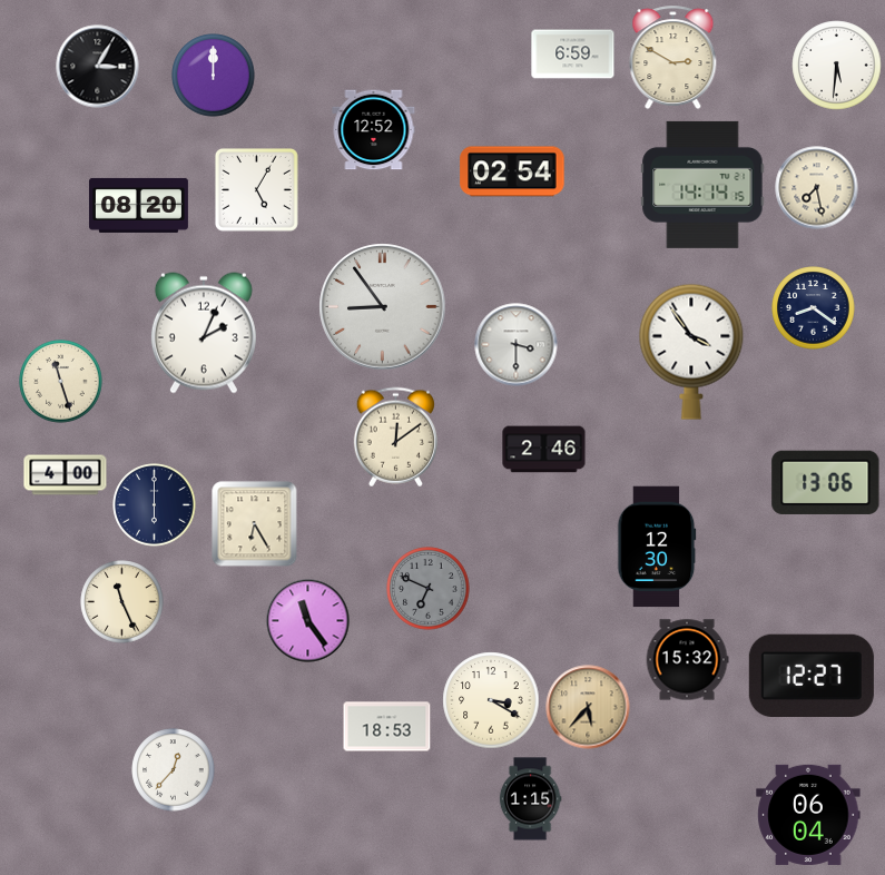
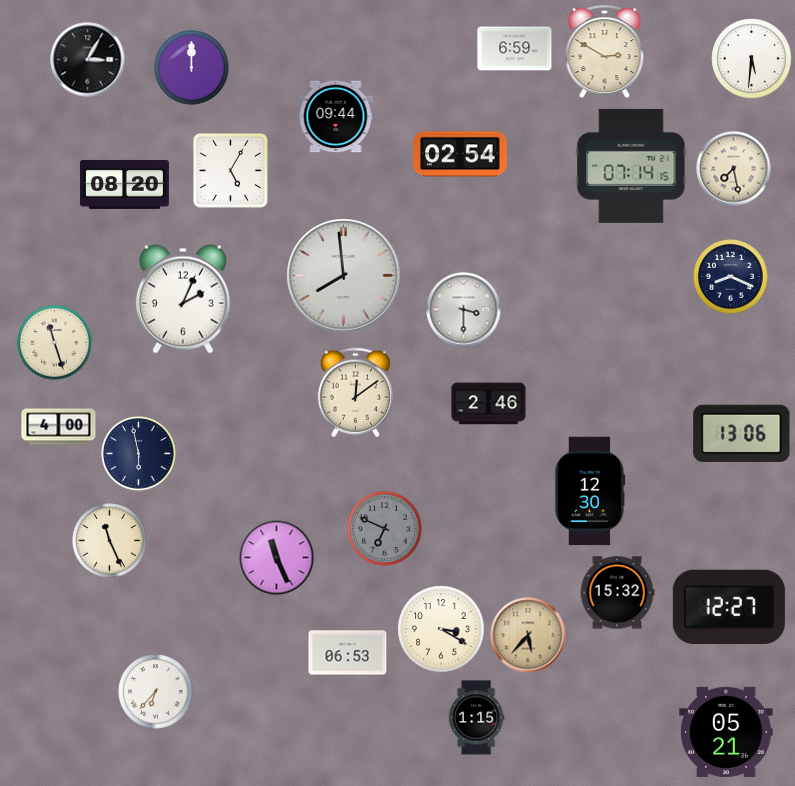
clock at (374, 130): 12:52 -> 09:44
clock at (702, 185): 14:14 -> 07:14
clock at (383, 307): 8:54 -> 7:59
clock at (814, 308): 8:21 -> 8:19
clock at (691, 352): 3:54 -> none
clock at (155, 505): 6:00 -> 5:58
clock at (255, 524): 6:25 -> none
clock at (308, 621): 11:24 -> 11:26
clock at (387, 727): 18:53 -> 06:53
clock at (174, 770): 12:37 -> 6:37
clock at (808, 815): 06:04 -> 05:21
